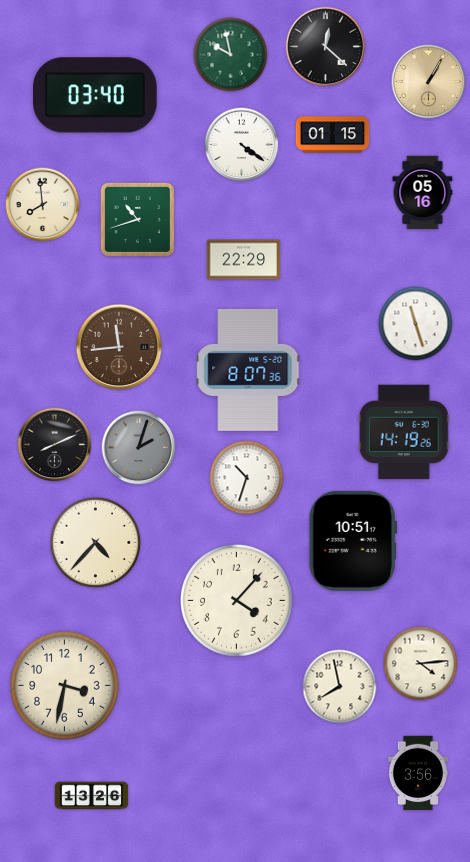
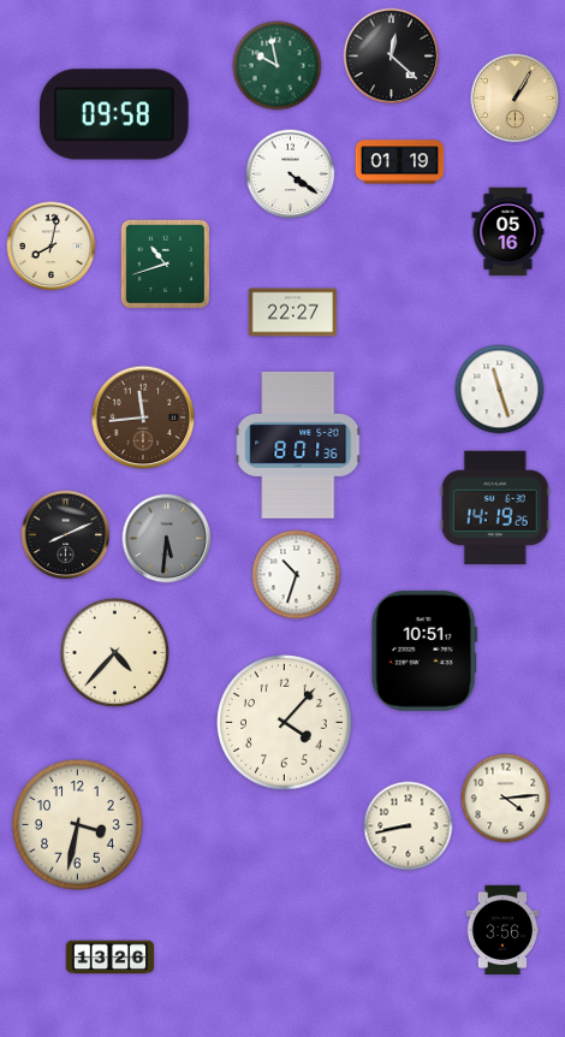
clock at (96, 95): 03:40 -> 09:58
clock at (333, 135): 01:15 -> 01:19
clock at (43, 205): 7:59 -> 8:02
clock at (244, 260): 22:29 -> 22:27
clock at (249, 370): 8:07 -> 8:01
clock at (404, 432) position: (404, 432) -> (495, 508)
clock at (139, 448): 2:03 -> 5:31
clock at (340, 687): 7:58 -> 8:43
